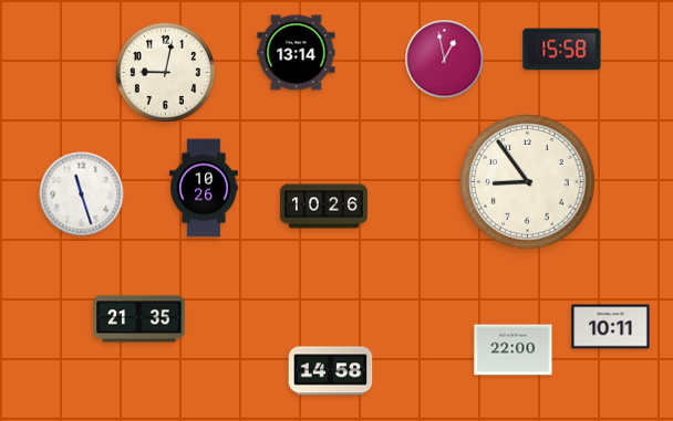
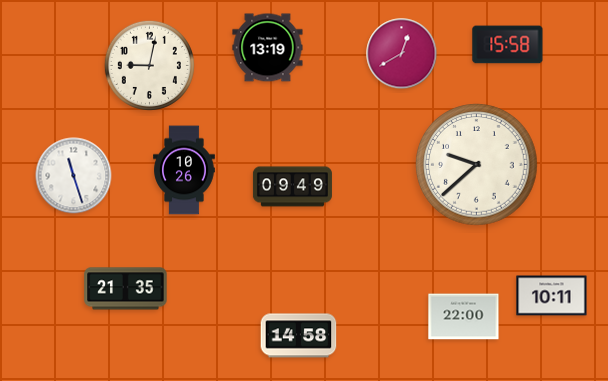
clock at (297, 53): 13:14 -> 13:19
clock at (445, 60): 12:58 -> 12:40
clock at (528, 182): 8:54 -> 9:38
clock at (323, 207): 10:26 -> 09:49
